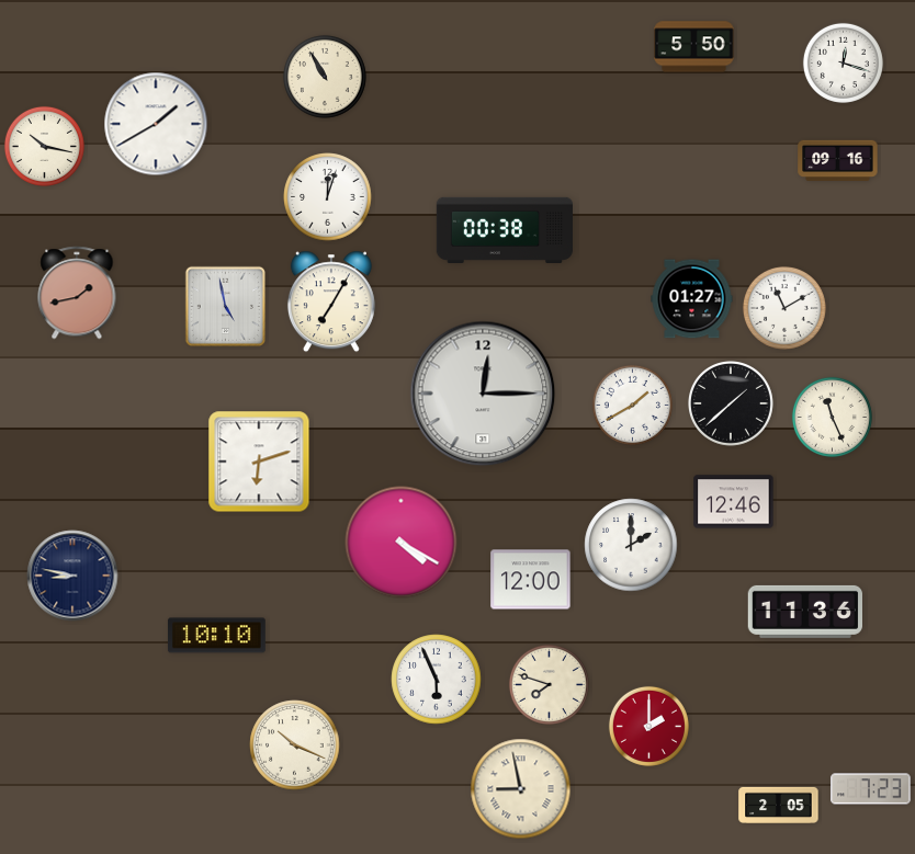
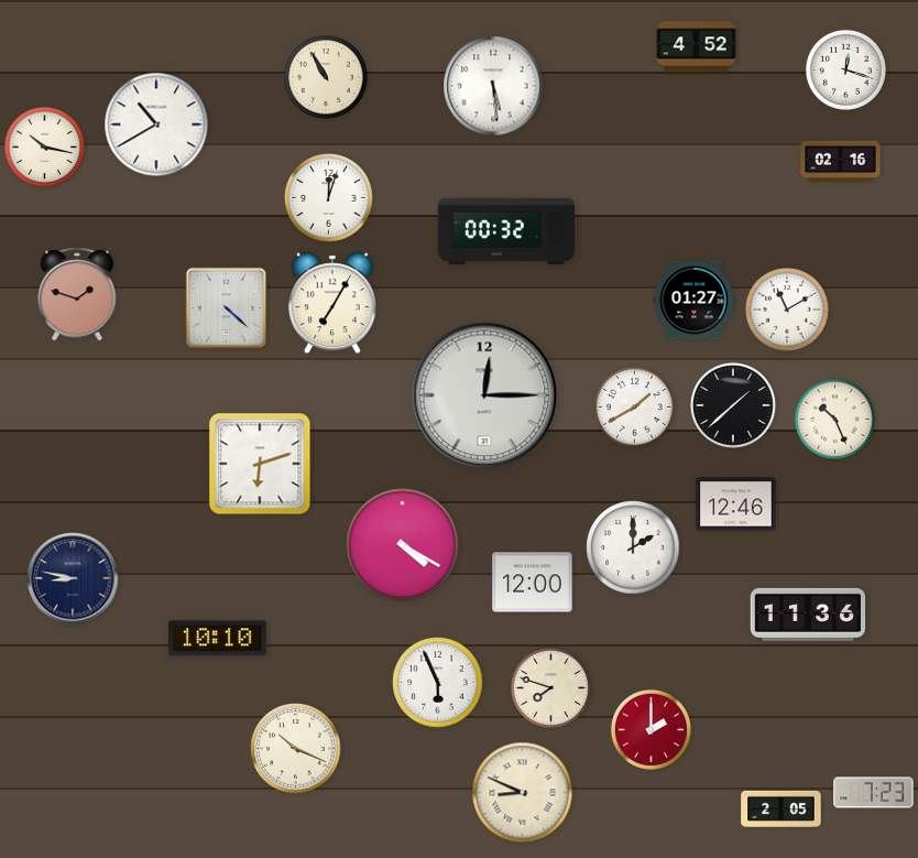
clock at (694, 47): 5:50 -> 4:52
clock at (843, 62) position: (843, 62) -> (845, 69)
clock at (493, 86): none -> 5:29
clock at (156, 124): 1:40 -> 10:40
clock at (838, 161): 09:16 -> 02:16
clock at (504, 229): 00:38 -> 00:32
clock at (77, 293): 1:43 -> 1:48
clock at (225, 306): 4:58 -> 4:22
clock at (832, 417): 11:26 -> 10:26
clock at (521, 789): 8:58 -> 8:49
